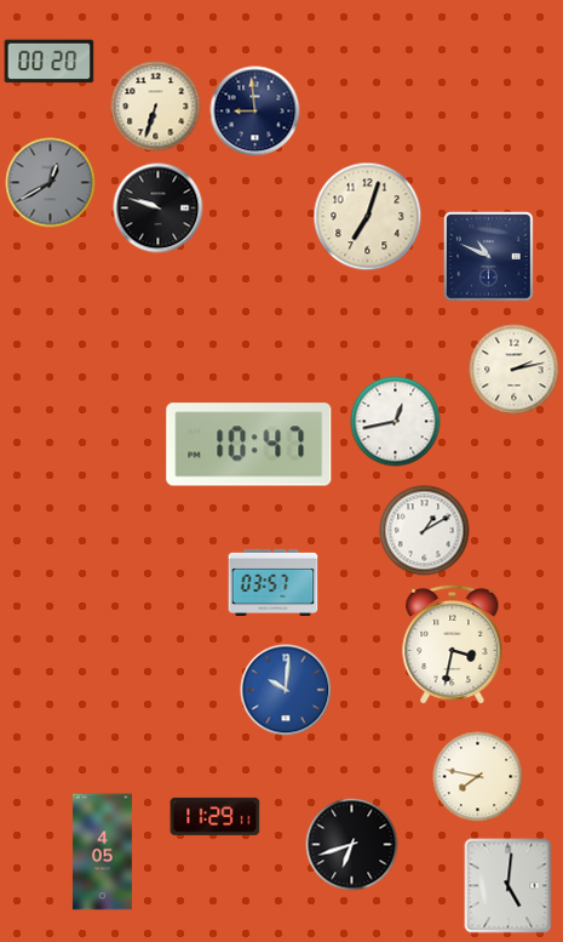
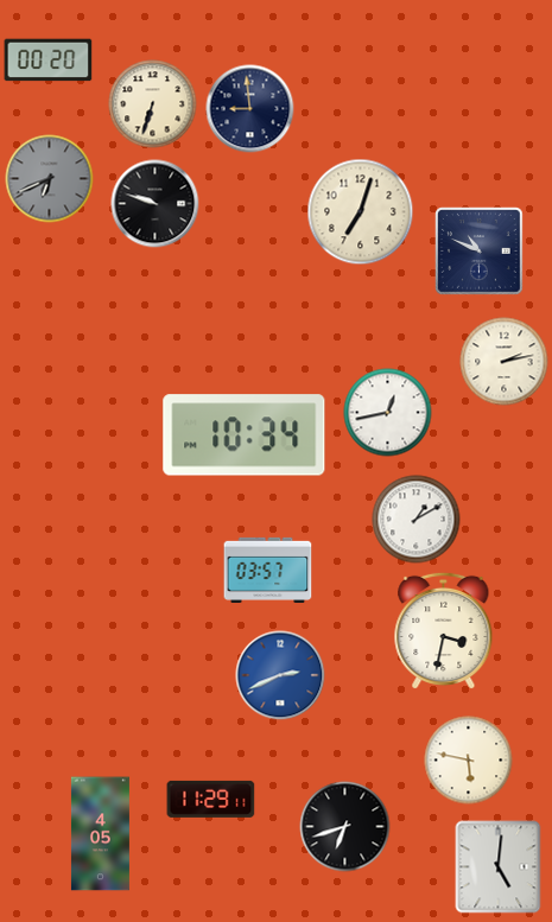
clock at (51, 183): 12:40 -> 6:41
clock at (249, 445): 10:47 -> 10:34
clock at (286, 690): 10:01 -> 2:41
clock at (478, 777): 7:47 -> 5:47
